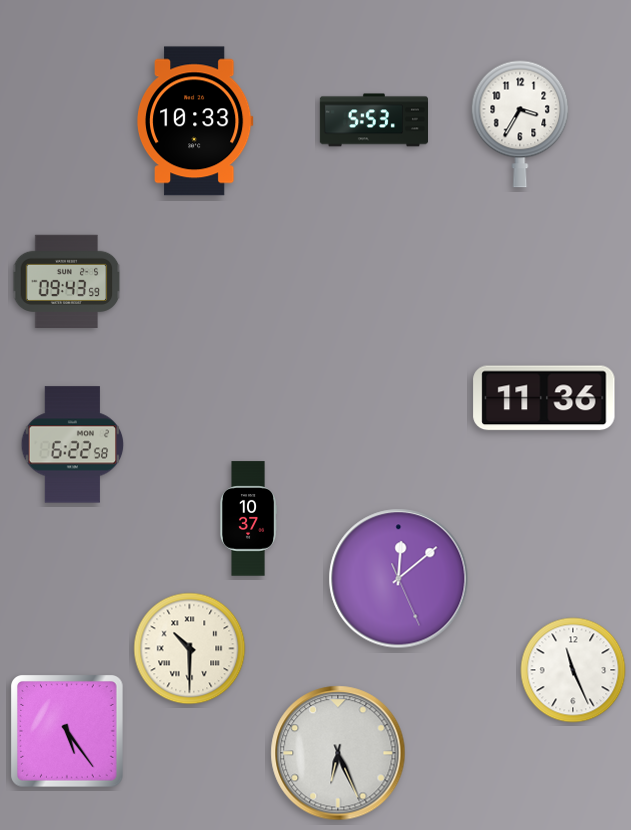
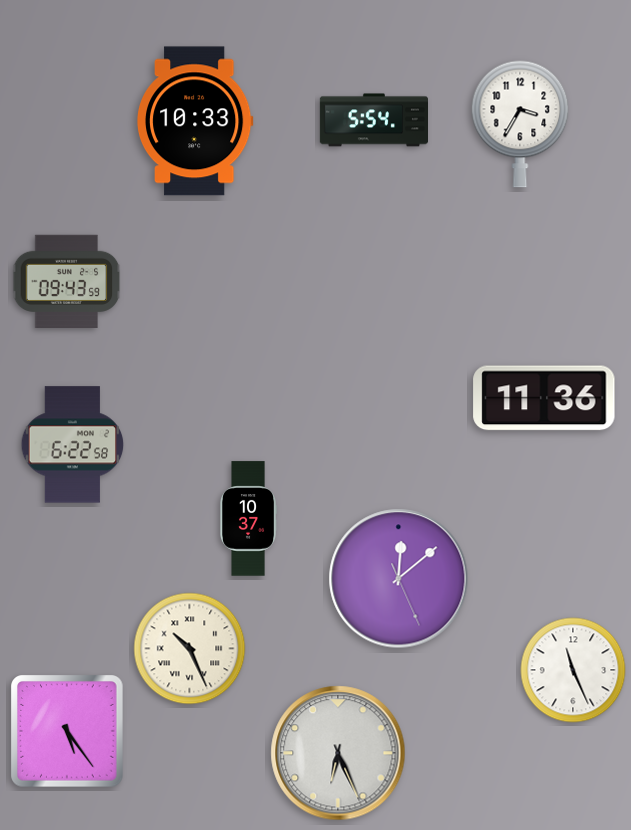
clock at (373, 120): 5:53 -> 5:54
clock at (190, 649): 10:30 -> 10:26
